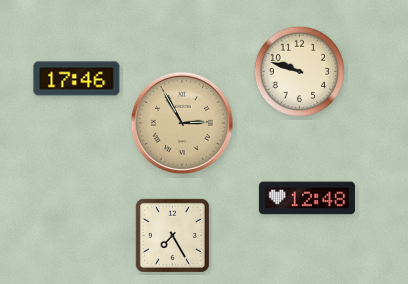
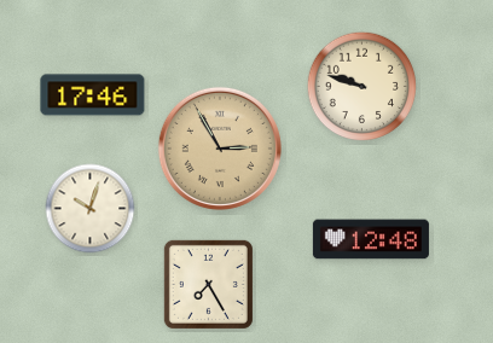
clock at (91, 209): none -> 10:03
